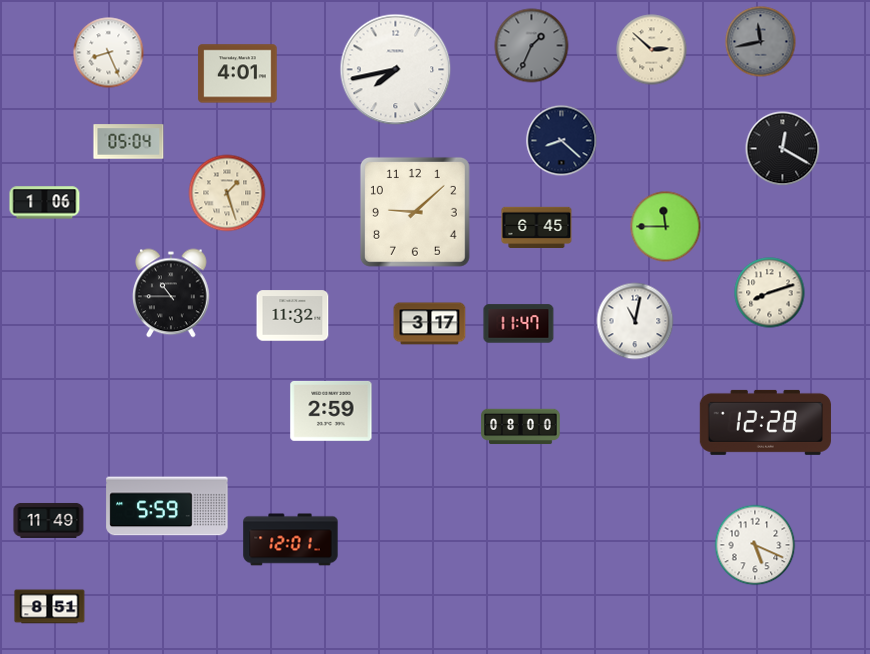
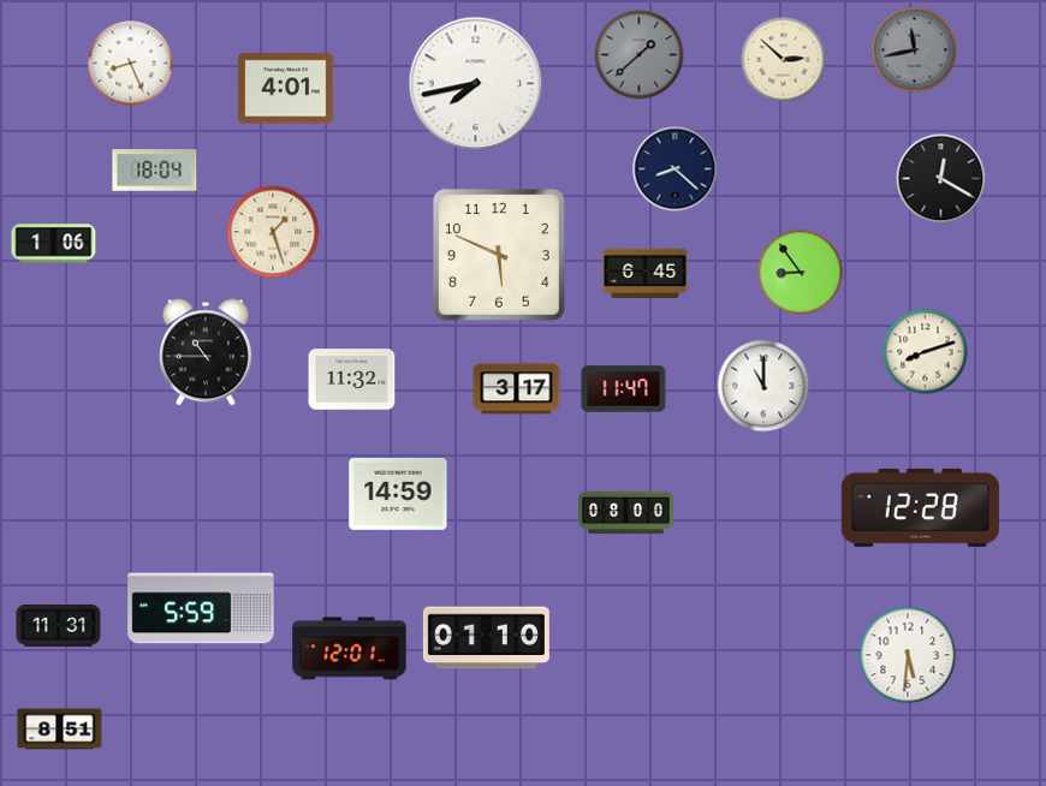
clock at (532, 46): 1:34 -> 1:38
clock at (129, 142): 05:04 -> 18:04
clock at (415, 212): 9:08 -> 5:49
clock at (666, 227): 11:45 -> 8:54
clock at (635, 321): 11:02 -> 11:00
clock at (331, 411): 2:59 -> 14:59
clock at (49, 520): 11:49 -> 11:31
clock at (486, 638): none -> 01:10
clock at (755, 545): 5:19 -> 5:31
